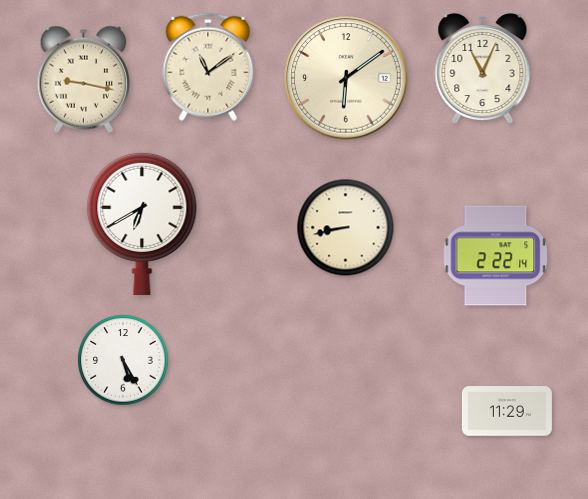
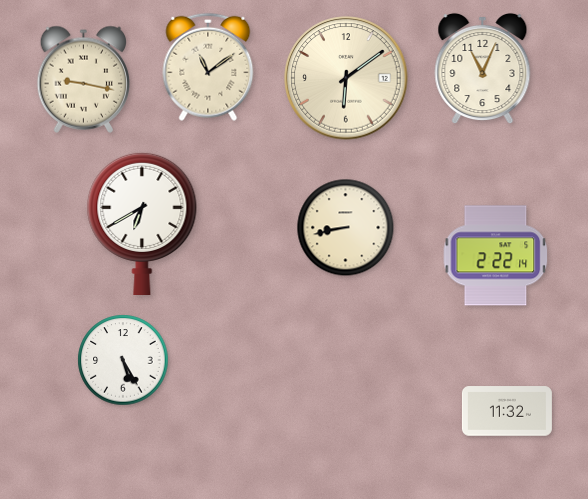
clock at (507, 411): 11:29 -> 11:32
